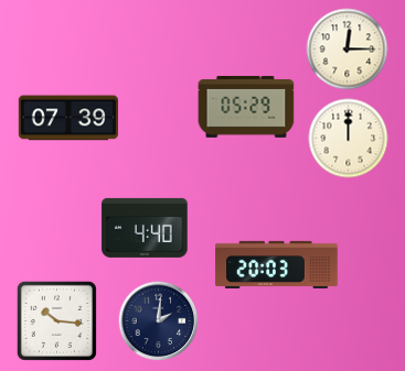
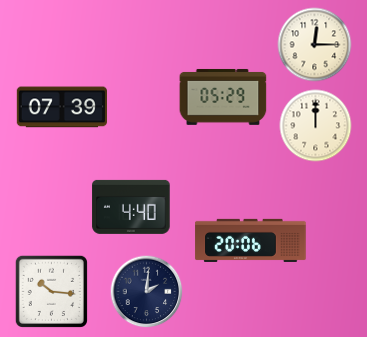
clock at (277, 264): 20:03 -> 20:06
clock at (159, 321) position: (159, 321) -> (147, 292)
